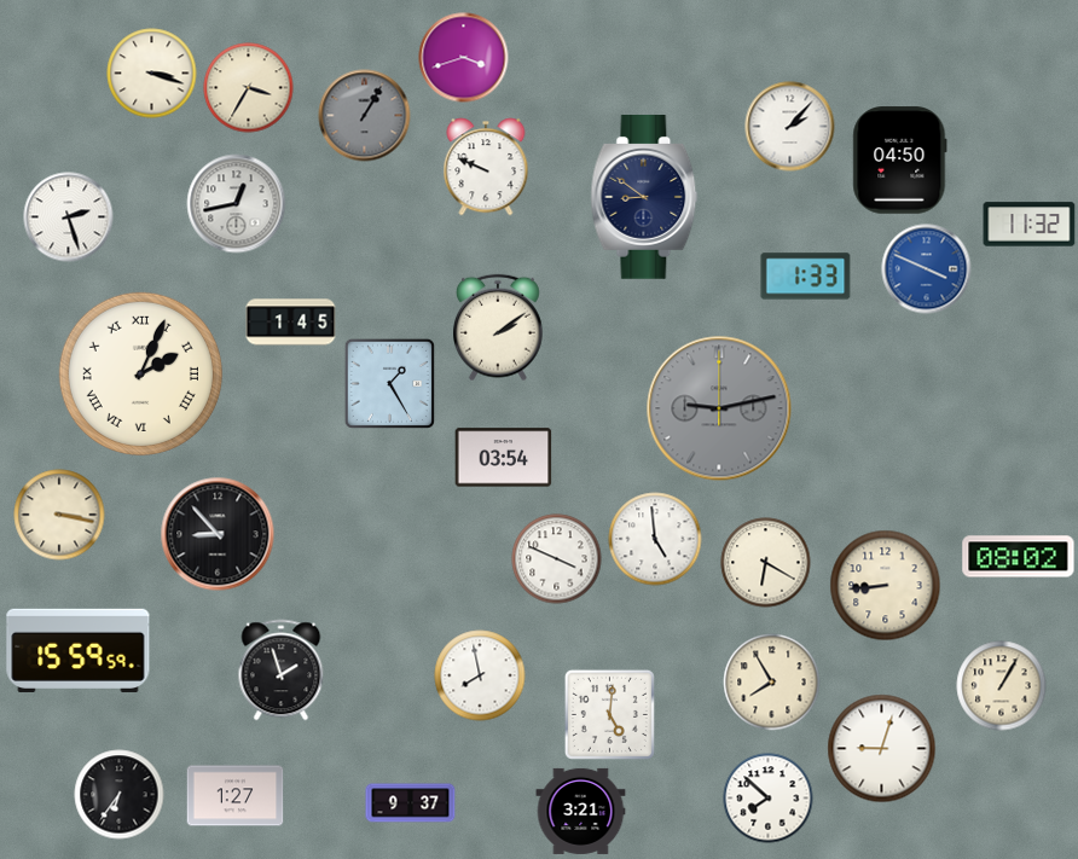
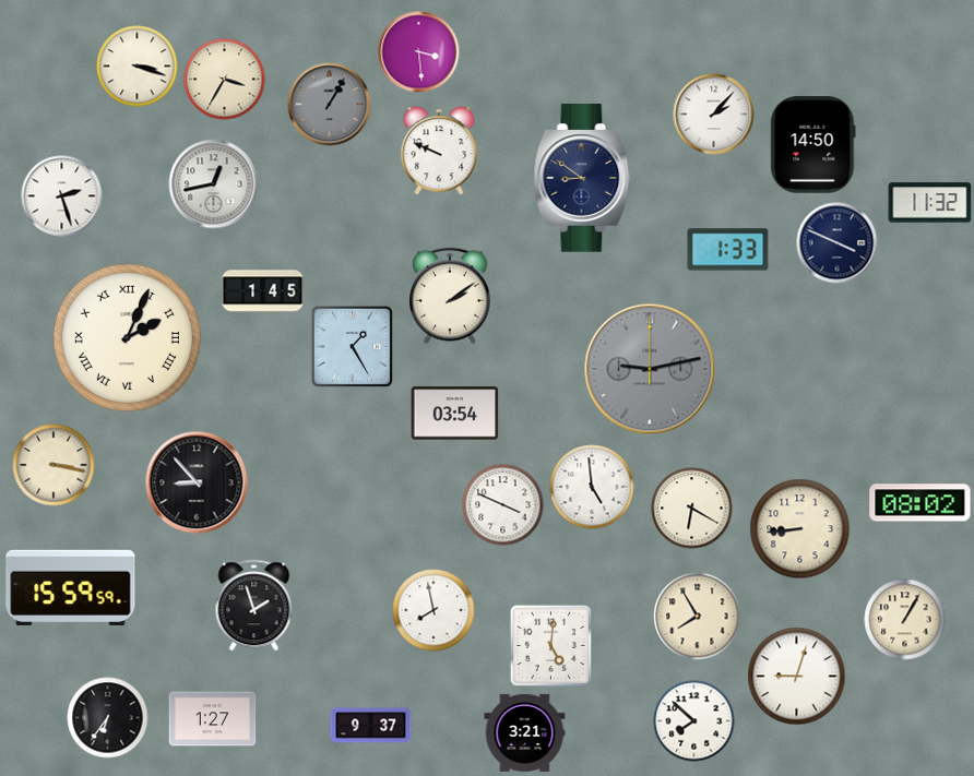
clock at (464, 58): 3:42 -> 3:29
clock at (900, 161): 04:50 -> 14:50
clock at (927, 269) dial: blue -> navy
